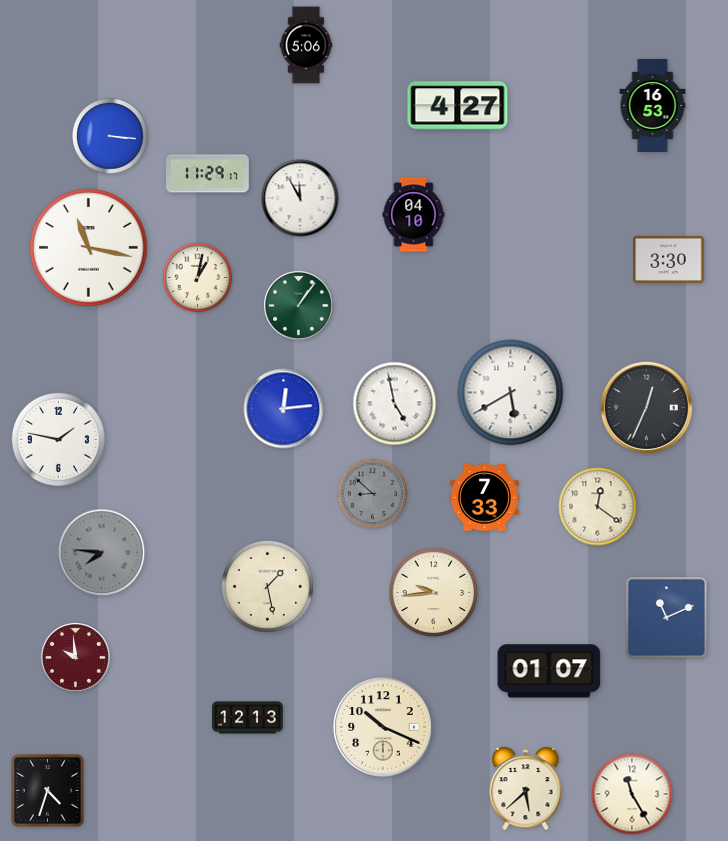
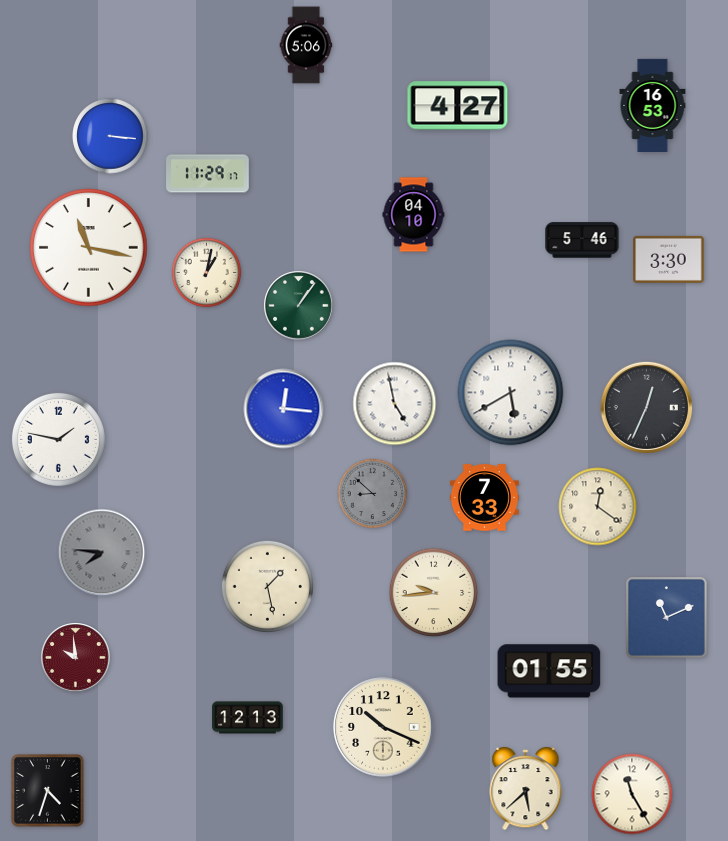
clock at (300, 198): 11:55 -> none
clock at (582, 240): none -> 5:46
clock at (198, 278) position: (198, 278) -> (207, 273)
clock at (284, 409): 12:14 -> 12:16
clock at (549, 671): 01:07 -> 01:55
